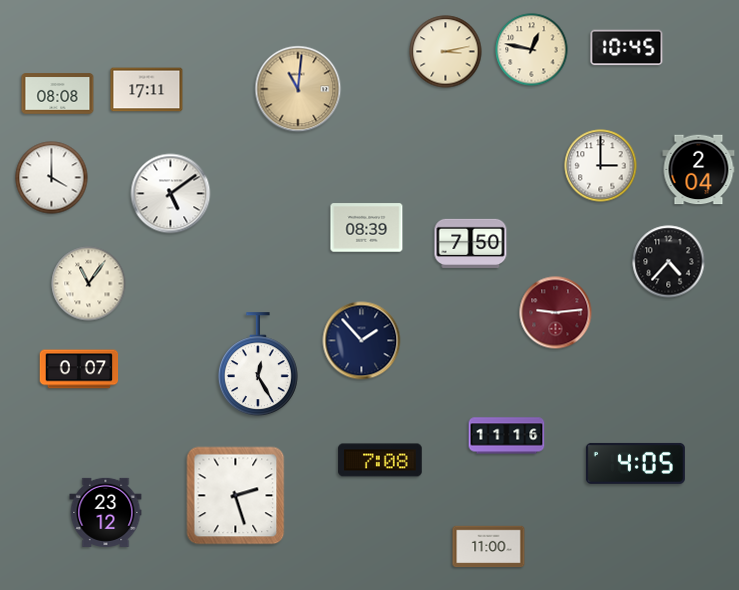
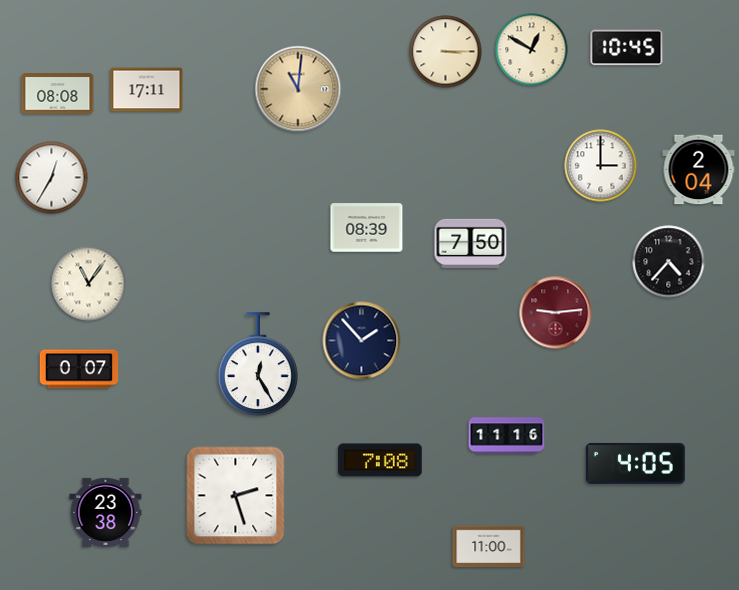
clock at (532, 50): 12:47 -> 12:50
clock at (446, 52): 3:13 -> 3:15
clock at (52, 178): 4:00 -> 12:35
clock at (171, 194): 5:09 -> none
clock at (106, 512): 23:12 -> 23:38
